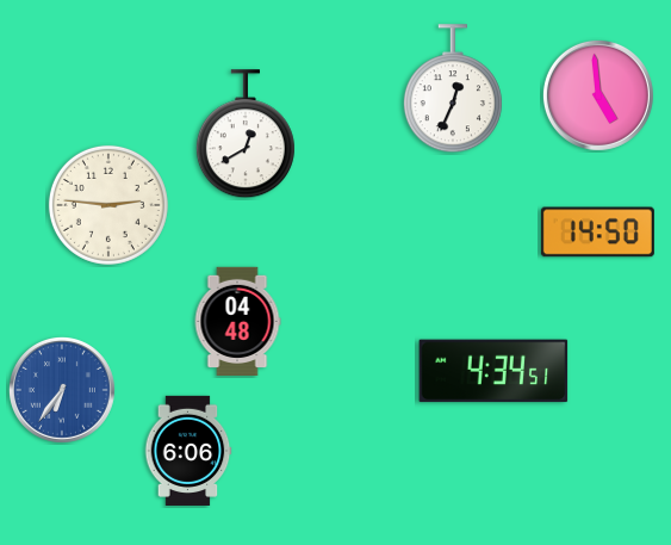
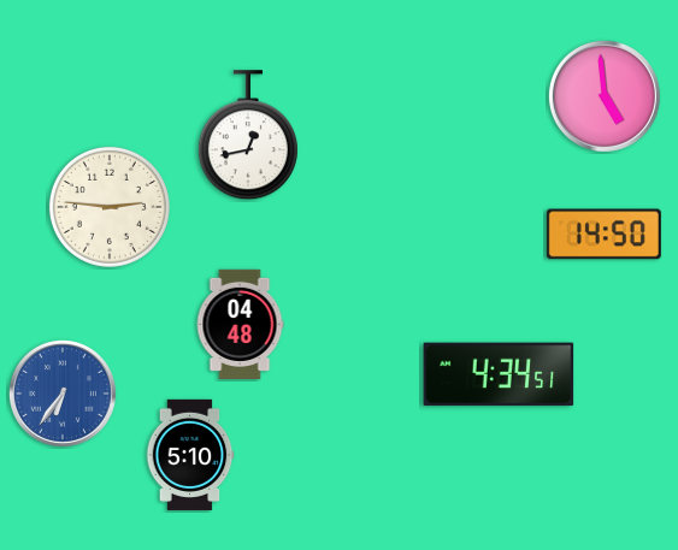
clock at (453, 89): 12:34 -> none
clock at (246, 135): 12:40 -> 12:43
clock at (188, 451): 6:06 -> 5:10
